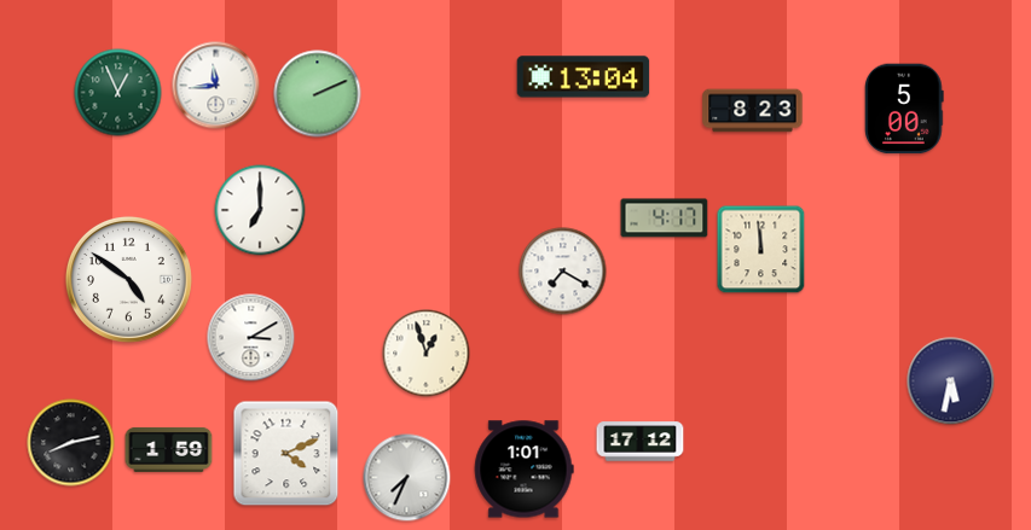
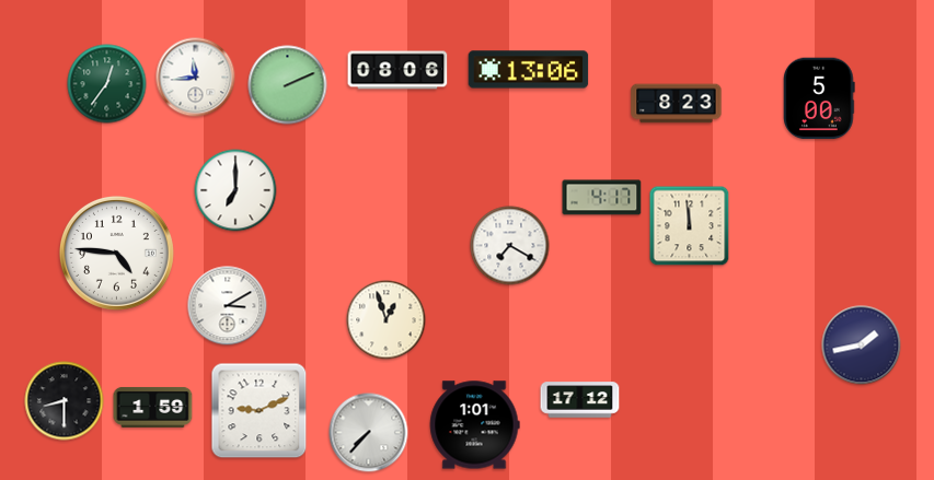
clock at (397, 70): none -> 08:06
clock at (584, 77): 13:04 -> 13:06
clock at (118, 93): 12:56 -> 12:36
clock at (753, 111) position: (753, 111) -> (677, 104)
clock at (128, 279): 4:51 -> 4:46
clock at (951, 382): 5:32 -> 1:43
clock at (71, 443): 8:13 -> 8:30
clock at (286, 454): 4:11 -> 9:11
clock at (407, 478): 7:34 -> 7:37
